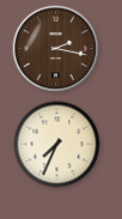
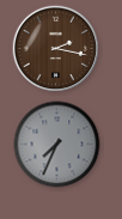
clock at (57, 145) dial: cream -> grey
